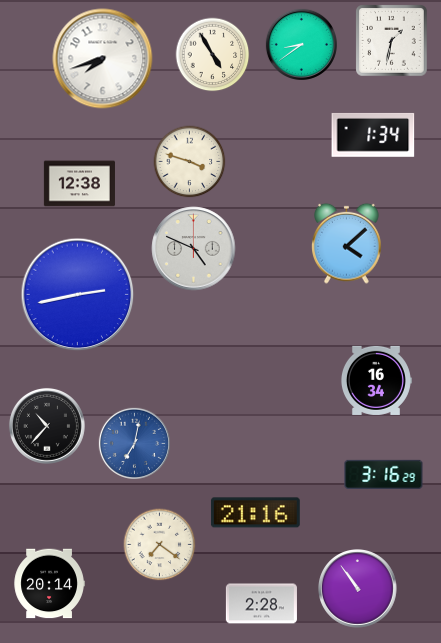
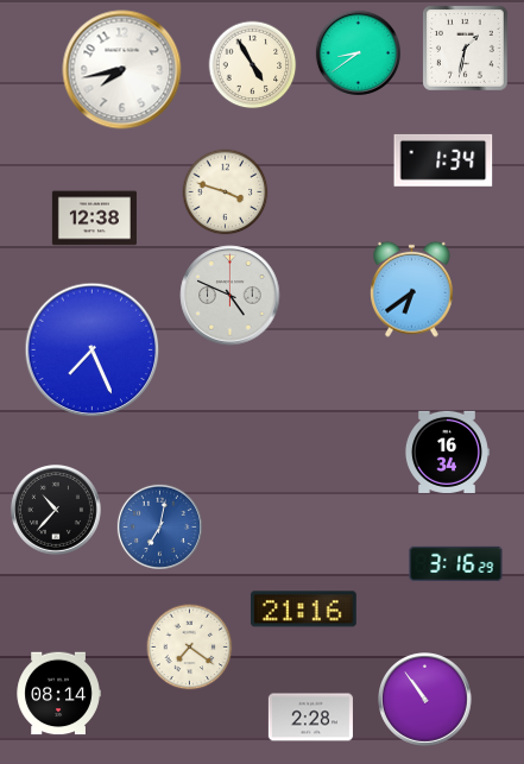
clock at (103, 59): 7:42 -> 7:43
clock at (347, 243): 4:08 -> 6:39
clock at (78, 295): 2:43 -> 7:26
clock at (47, 426) position: (47, 426) -> (56, 510)
clock at (49, 584): 20:14 -> 08:14
